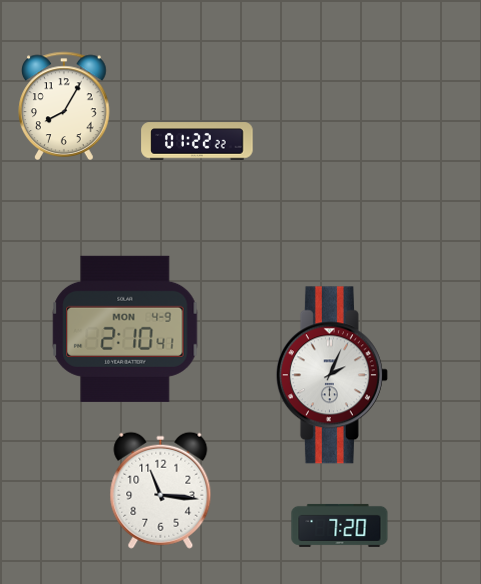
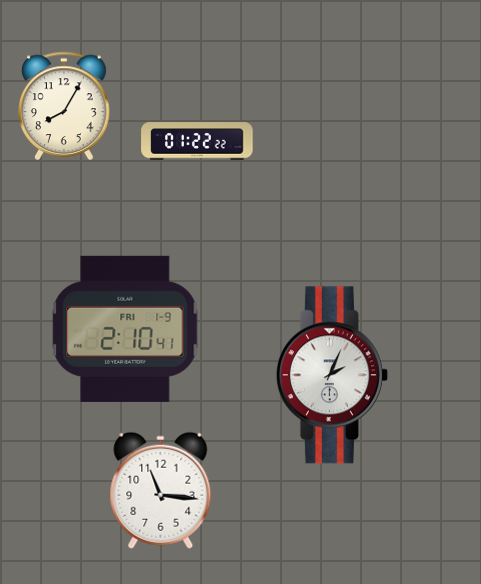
clock at (125, 329) date: MON 4-9 -> FRI 1-9
clock at (340, 525): 7:20 -> none
